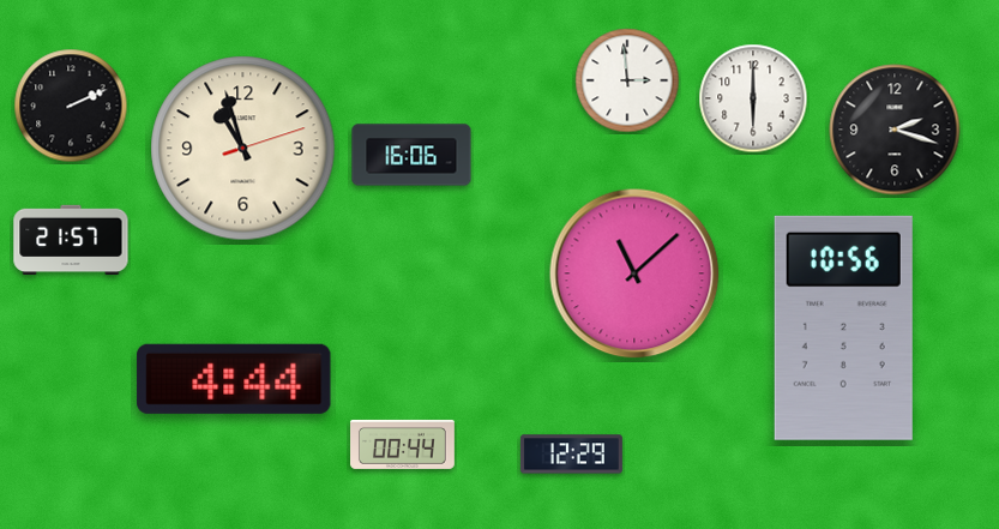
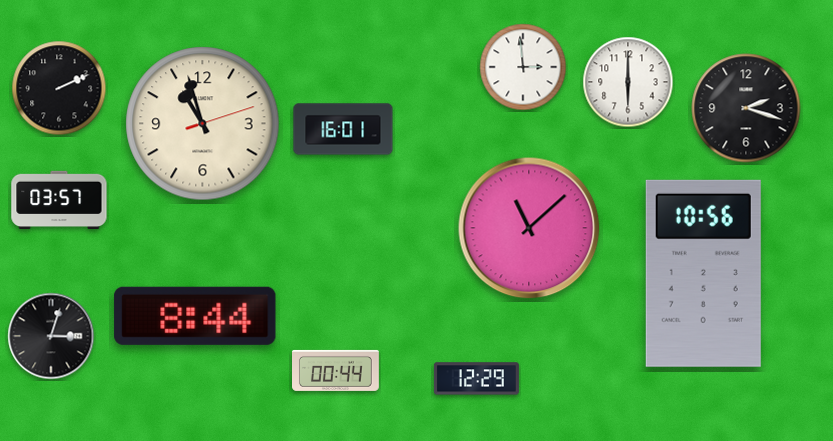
clock at (411, 155): 16:06 -> 16:01
clock at (71, 240): 21:57 -> 03:57
clock at (234, 379): 4:44 -> 8:44
clock at (51, 336): none -> 3:03
